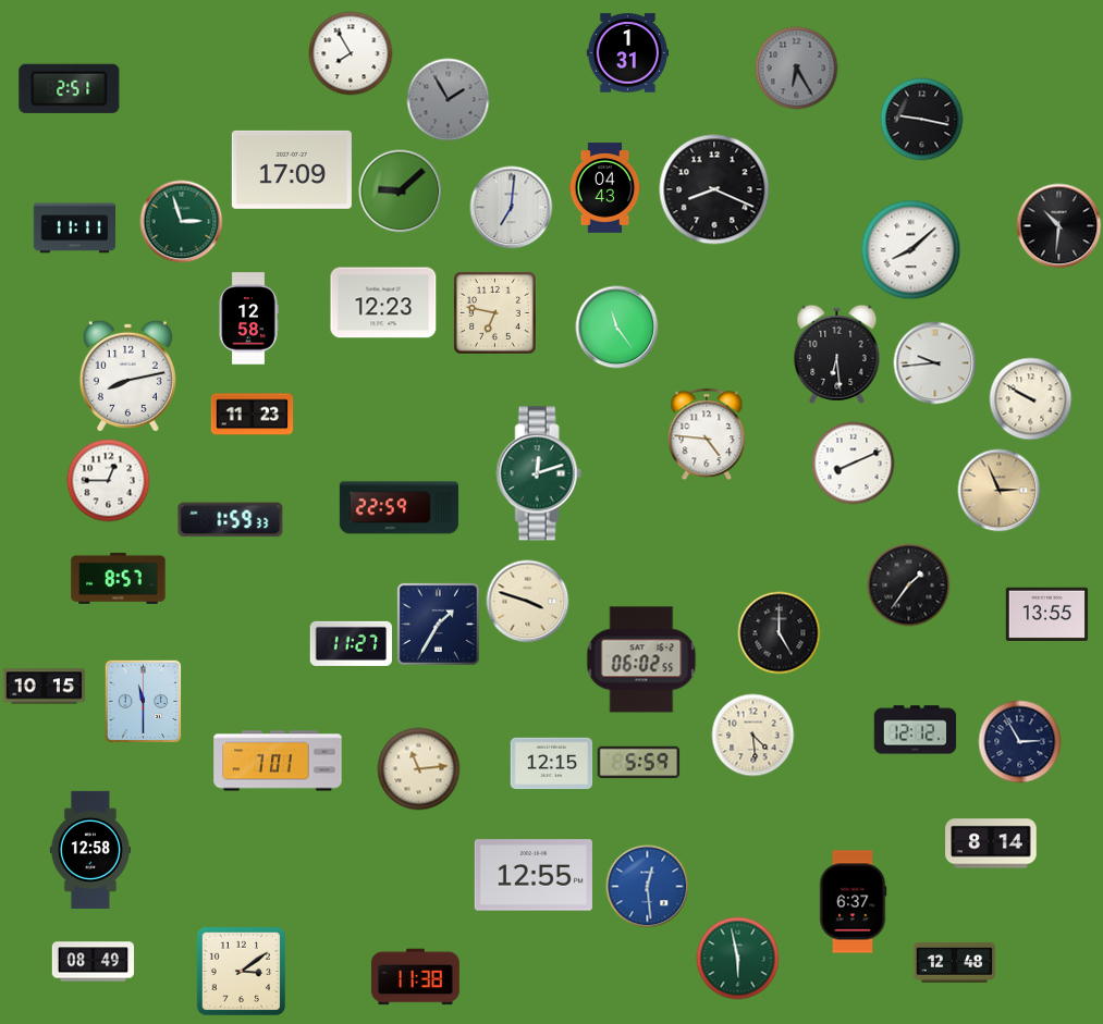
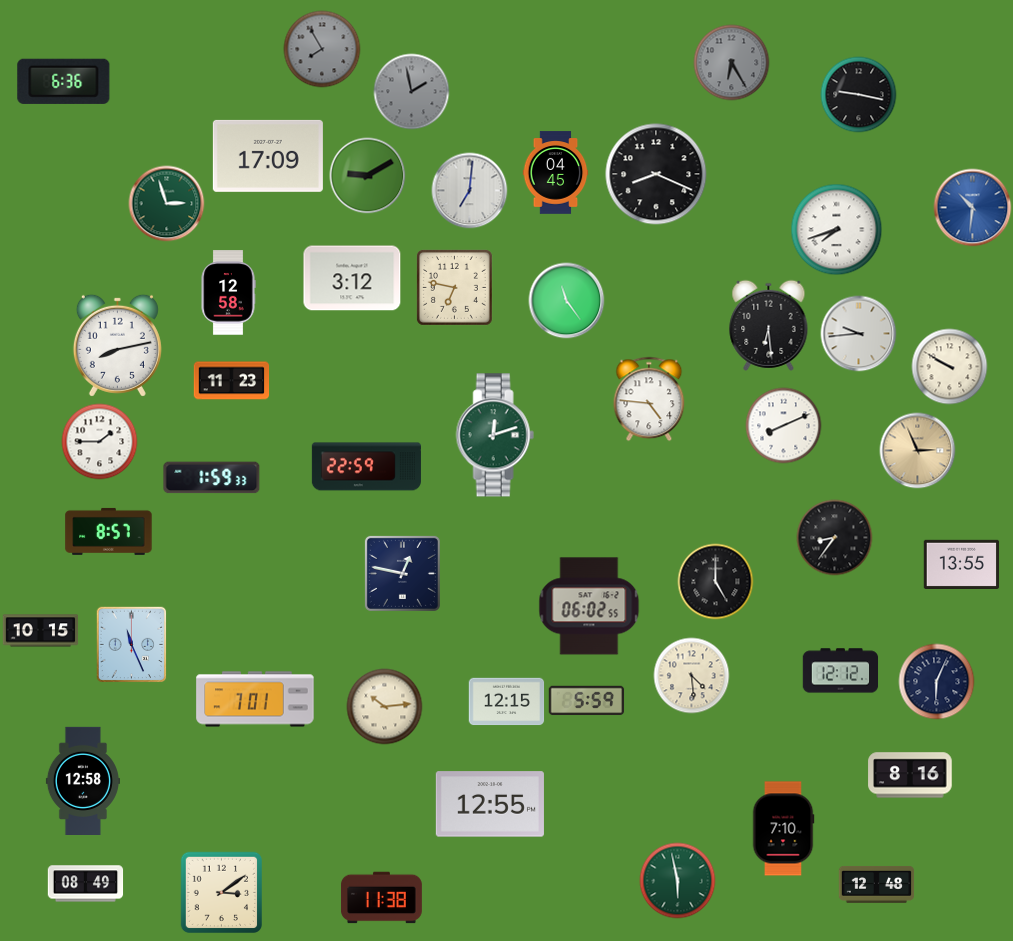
clock at (351, 53) dial: white -> grey
clock at (628, 53): 1:31 -> none
clock at (70, 88): 2:51 -> 6:36
clock at (449, 100): 1:55 -> 1:58
clock at (922, 120) position: (922, 120) -> (859, 95)
clock at (605, 188): 04:43 -> 04:45
clock at (401, 192): 9:08 -> 9:10
clock at (1059, 226) dial: black -> blue
clock at (75, 229): 11:11 -> none
clock at (911, 250): 8:08 -> 7:42
clock at (383, 303): 12:23 -> 3:12
clock at (1031, 399) position: (1031, 399) -> (950, 367)
clock at (109, 481): 12:45 -> 1:45
clock at (909, 585): 1:36 -> 8:36
clock at (528, 602): 3:48 -> none
clock at (438, 624): 1:35 -> 12:47
clock at (352, 643): 11:27 -> none
clock at (144, 702): 11:30 -> 11:26
clock at (1020, 742): 2:55 -> 6:04
clock at (419, 769): 11:14 -> 10:14
clock at (991, 843): 8:14 -> 8:16
clock at (648, 887): 12:29 -> none
clock at (853, 902): 6:37 -> 7:10
